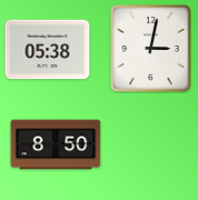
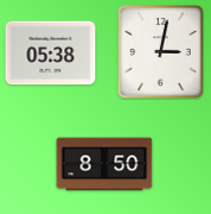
clock at (56, 144) position: (56, 144) -> (104, 164)
